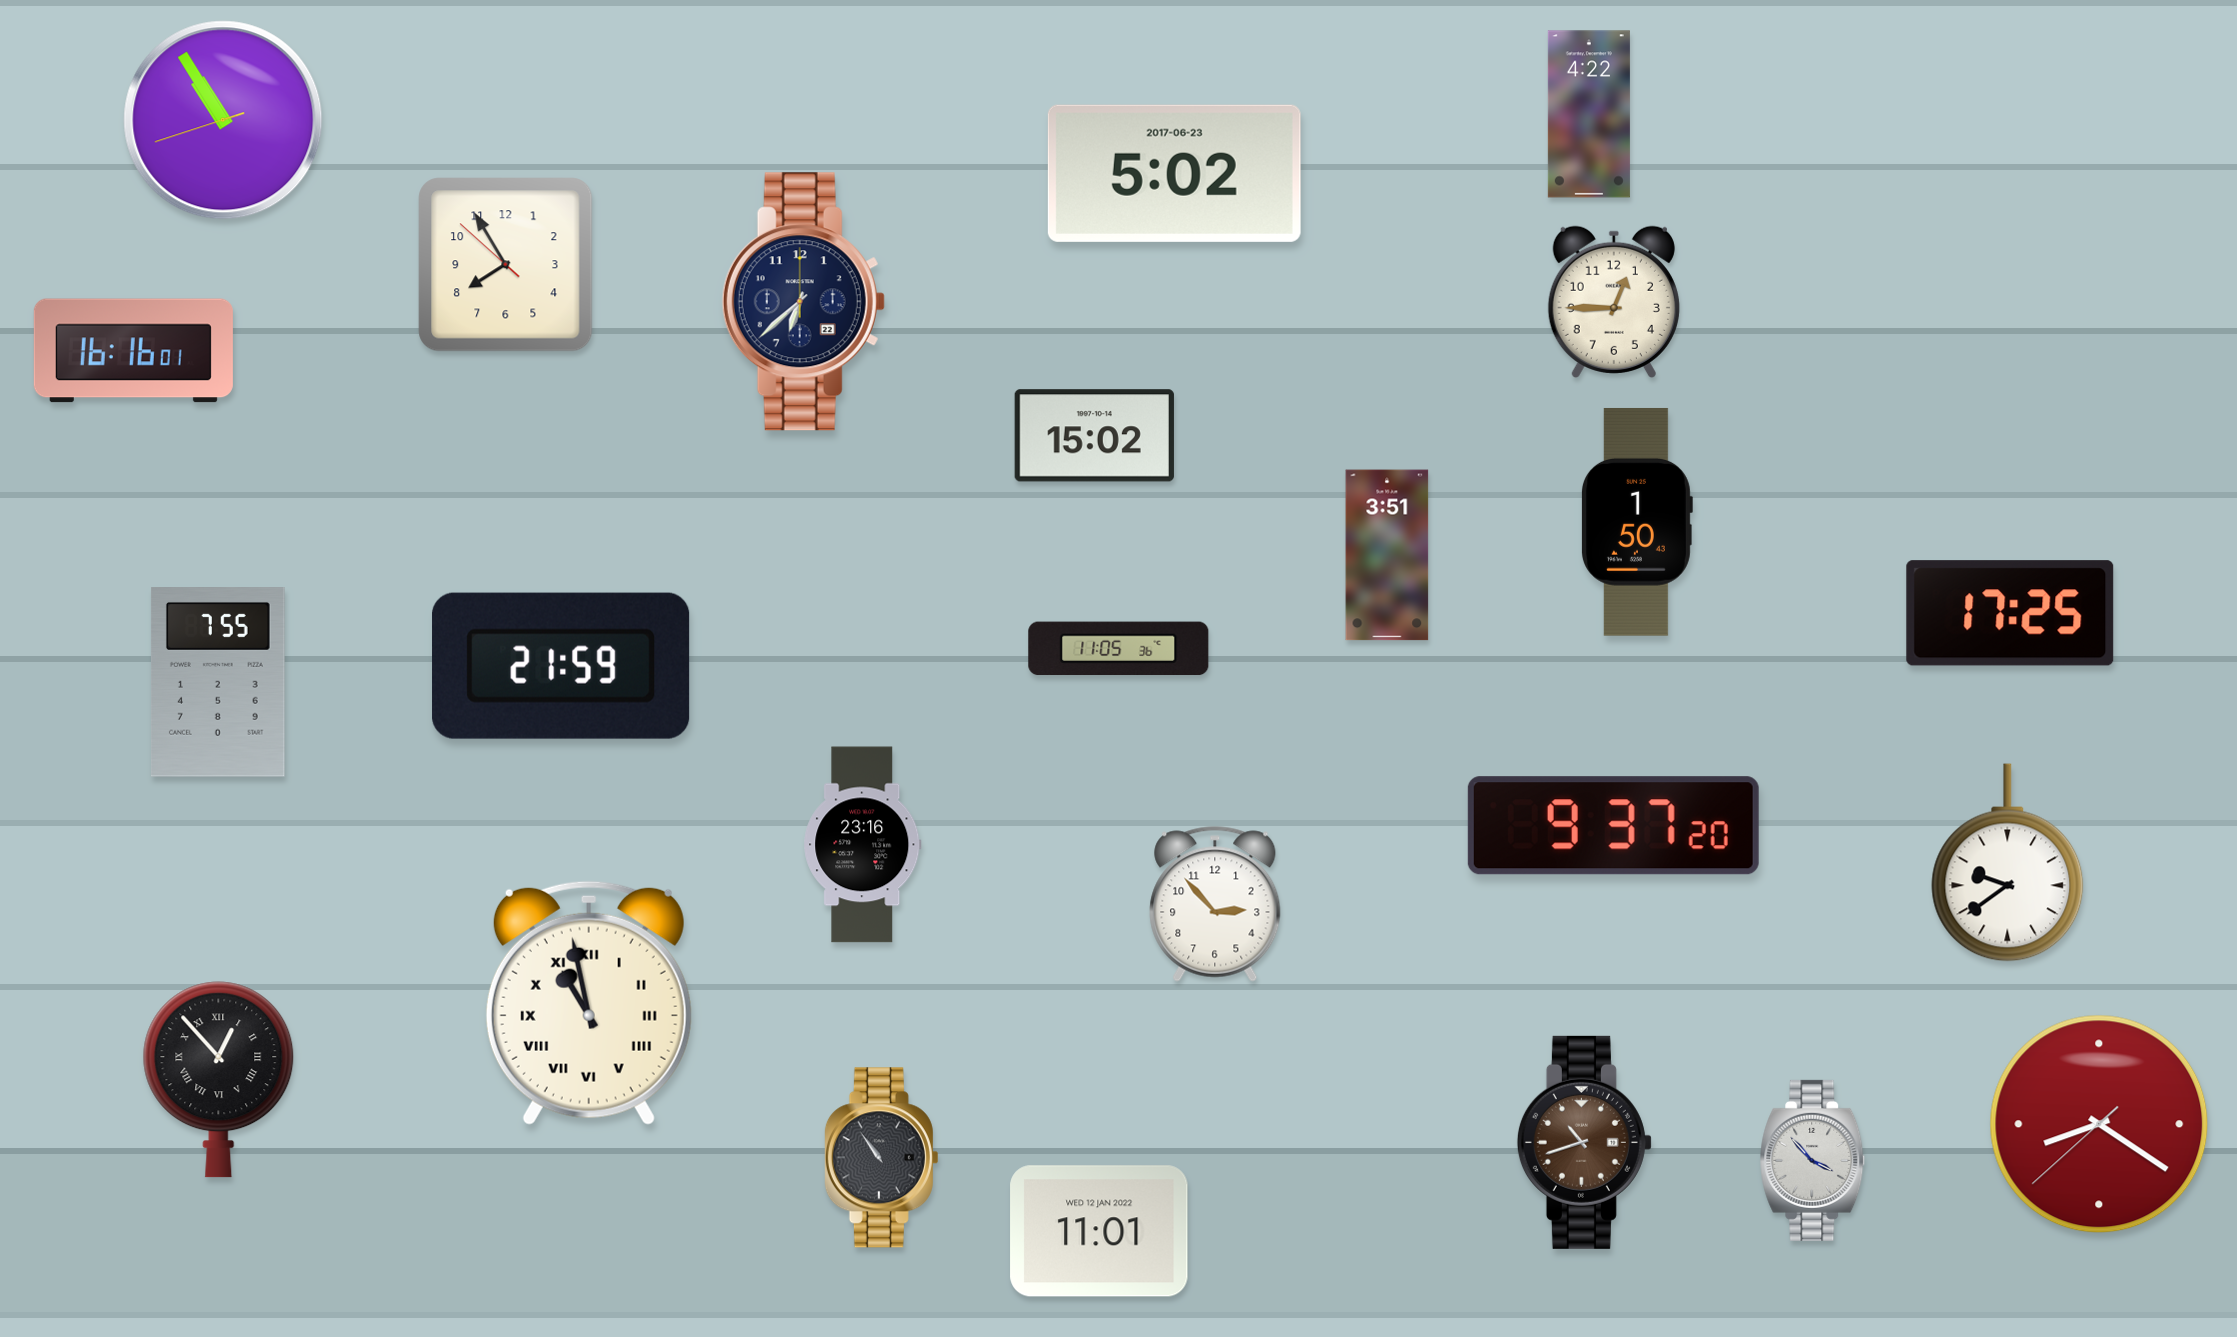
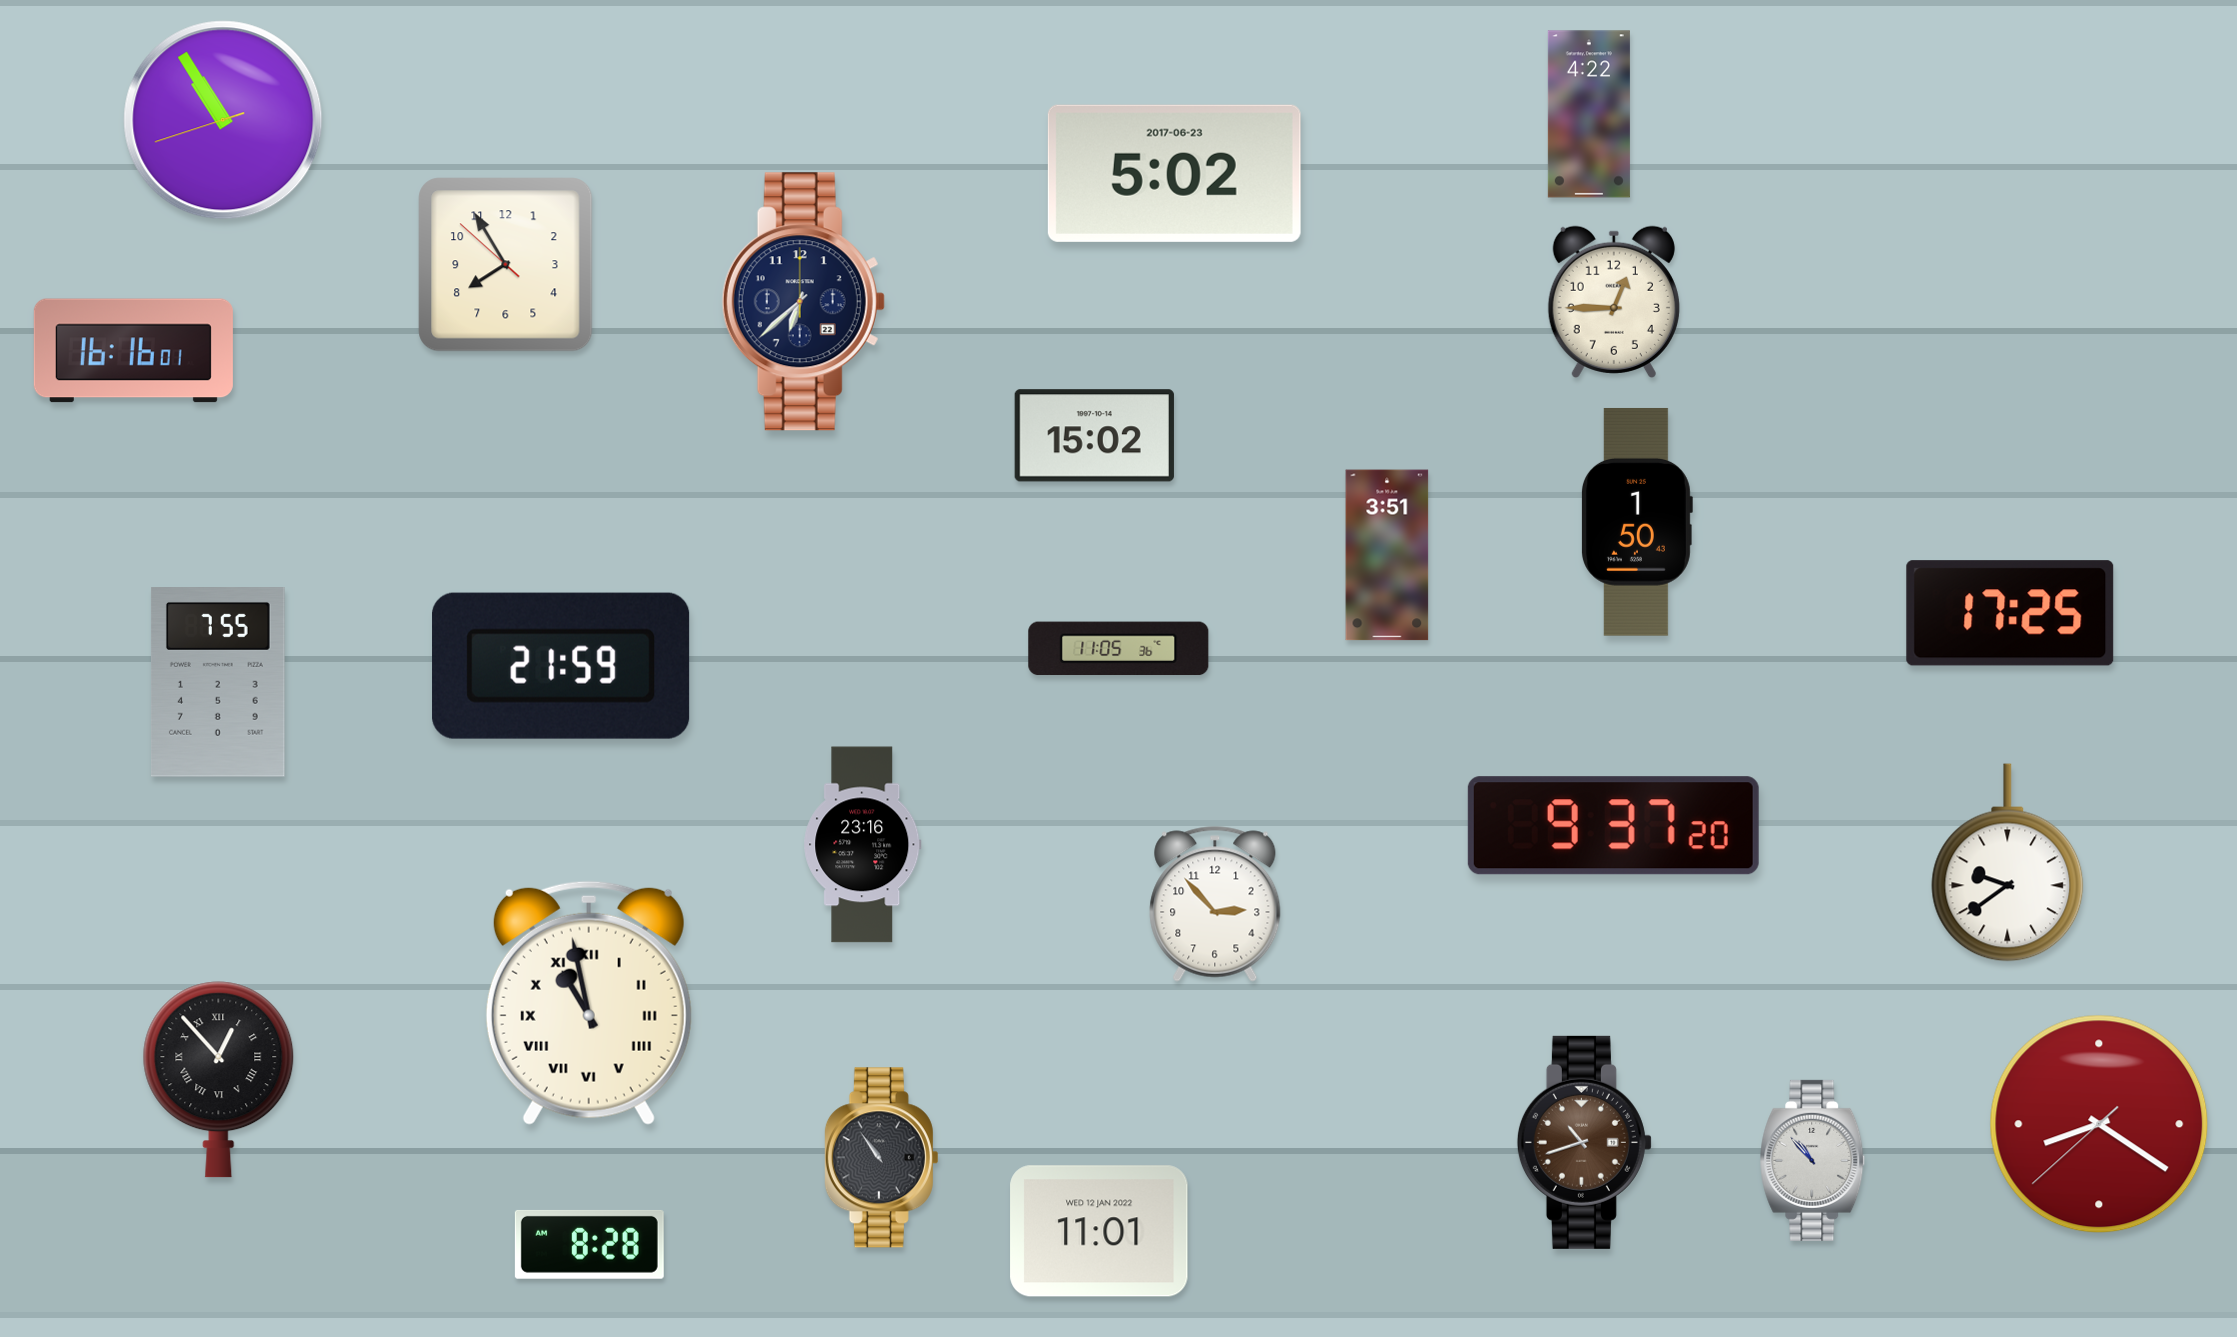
clock at (1813, 1160): 3:53 -> 10:53
clock at (589, 1244): none -> 8:28
